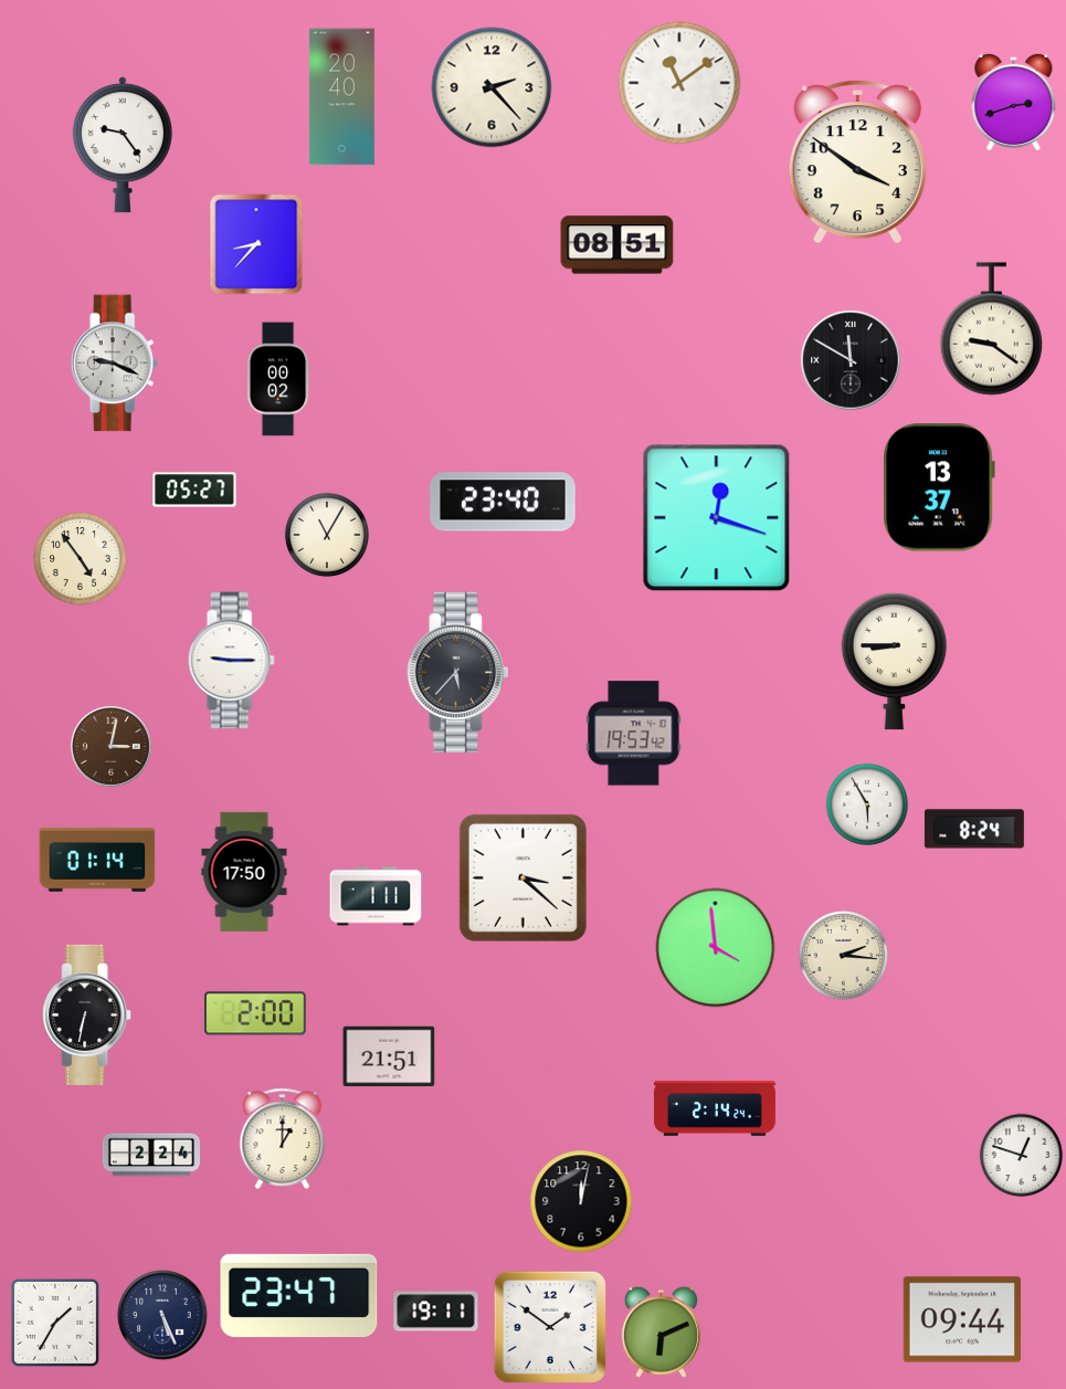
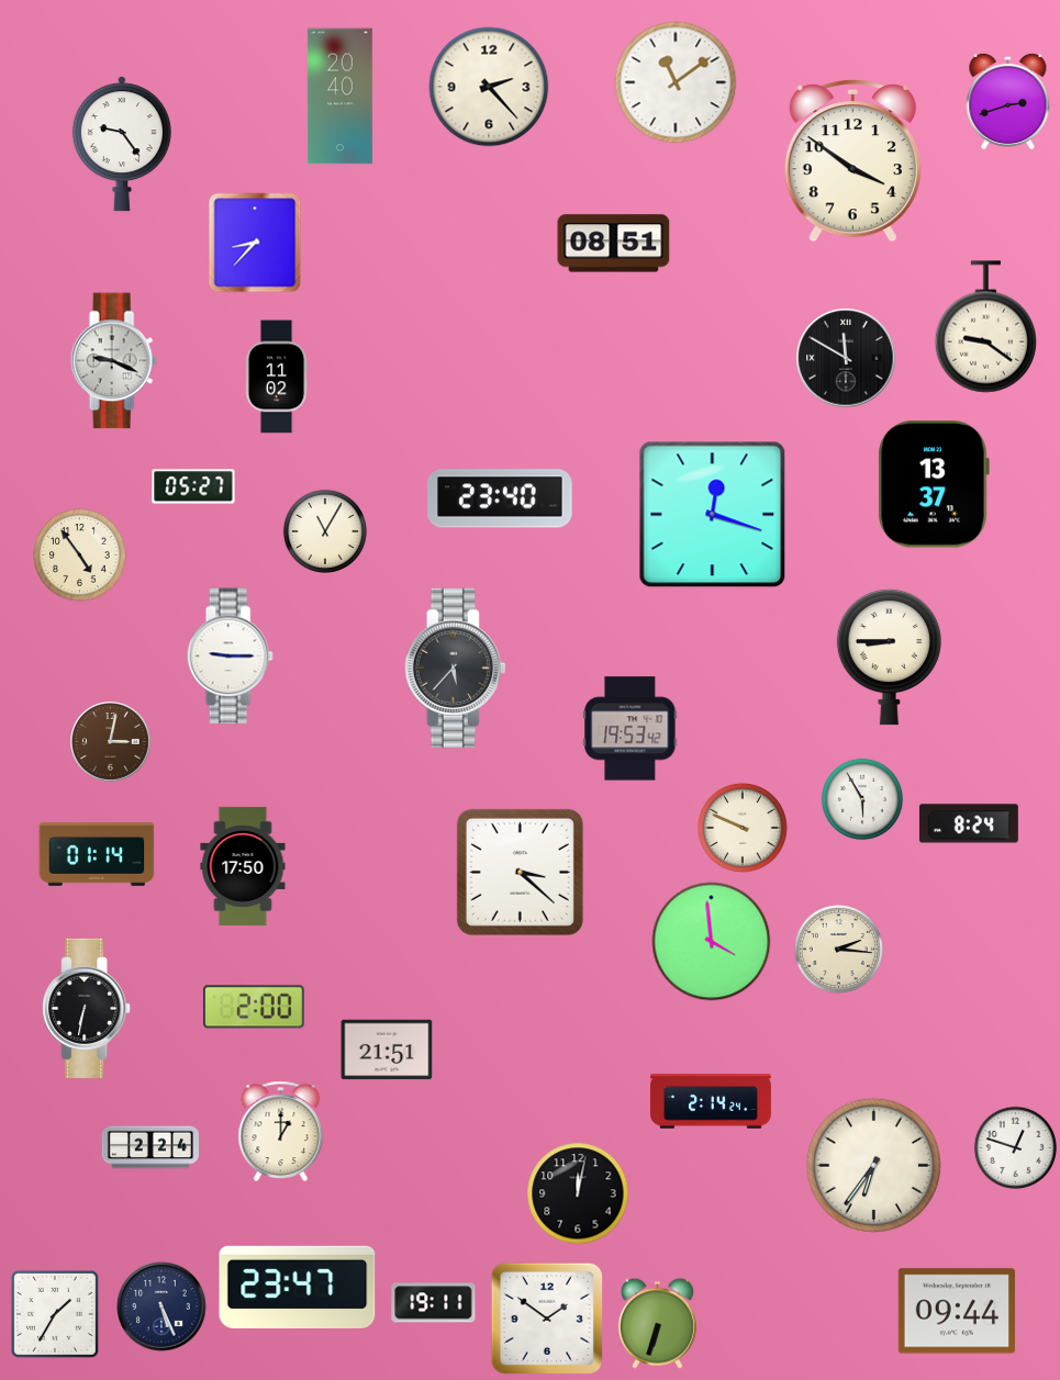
clock at (278, 379): 00:02 -> 11:02
clock at (743, 828): none -> 9:49
clock at (376, 896): 1:11 -> none
clock at (873, 1165): none -> 6:36
clock at (661, 1332): 6:11 -> 6:33
